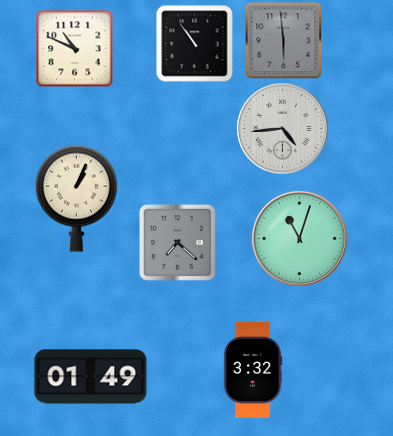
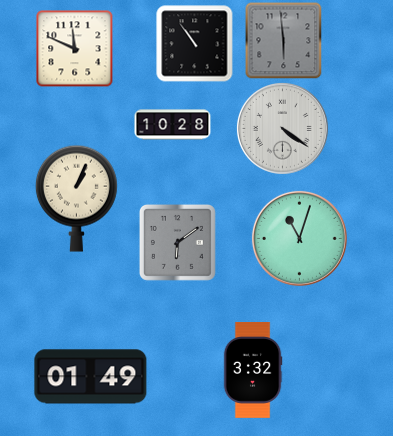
clock at (75, 49): 10:49 -> 11:49
clock at (173, 125): none -> 10:28
clock at (282, 128): 4:44 -> 4:21
clock at (177, 242): 7:22 -> 6:09
